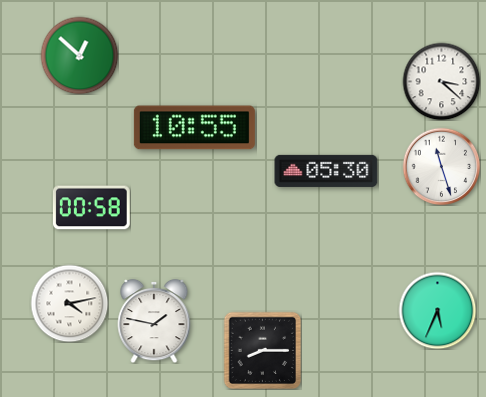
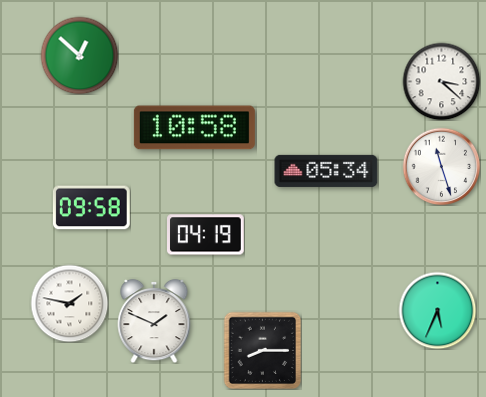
clock at (194, 128): 10:55 -> 10:58
clock at (326, 171): 05:30 -> 05:34
clock at (91, 208): 00:58 -> 09:58
clock at (206, 235): none -> 04:19
clock at (69, 303): 4:13 -> 1:47
clock at (154, 321): 1:47 -> 1:49
